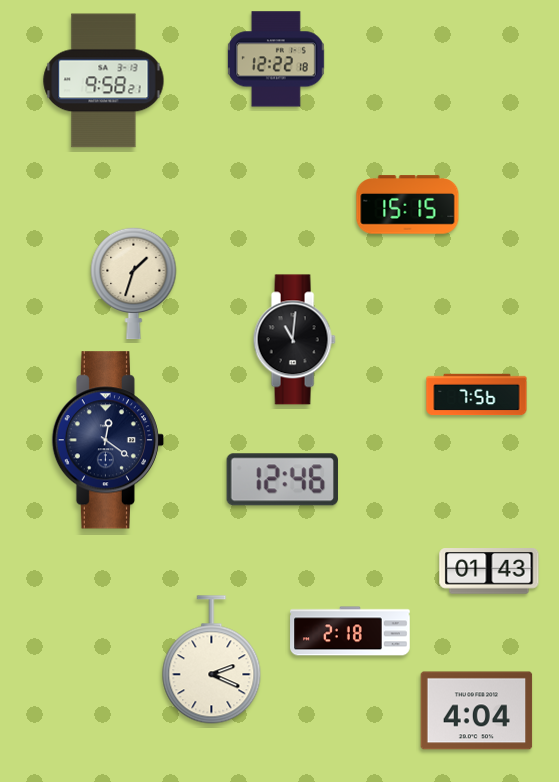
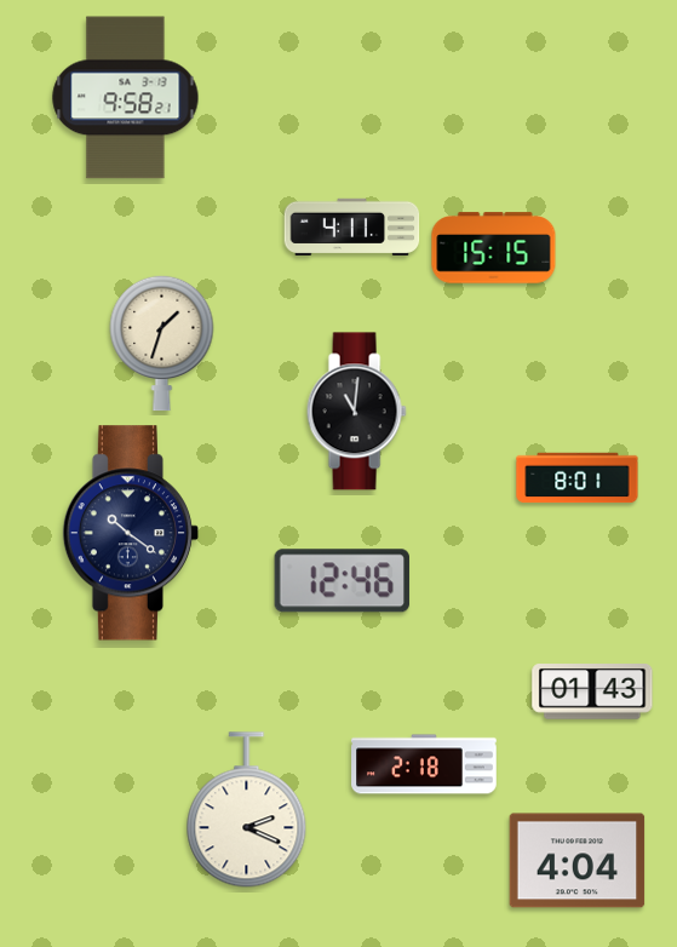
clock at (276, 59): 12:22 -> none
clock at (352, 226): none -> 4:11
clock at (477, 395): 7:56 -> 8:01
clock at (107, 440): 12:21 -> 10:21
clock at (212, 660) position: (212, 660) -> (247, 810)
